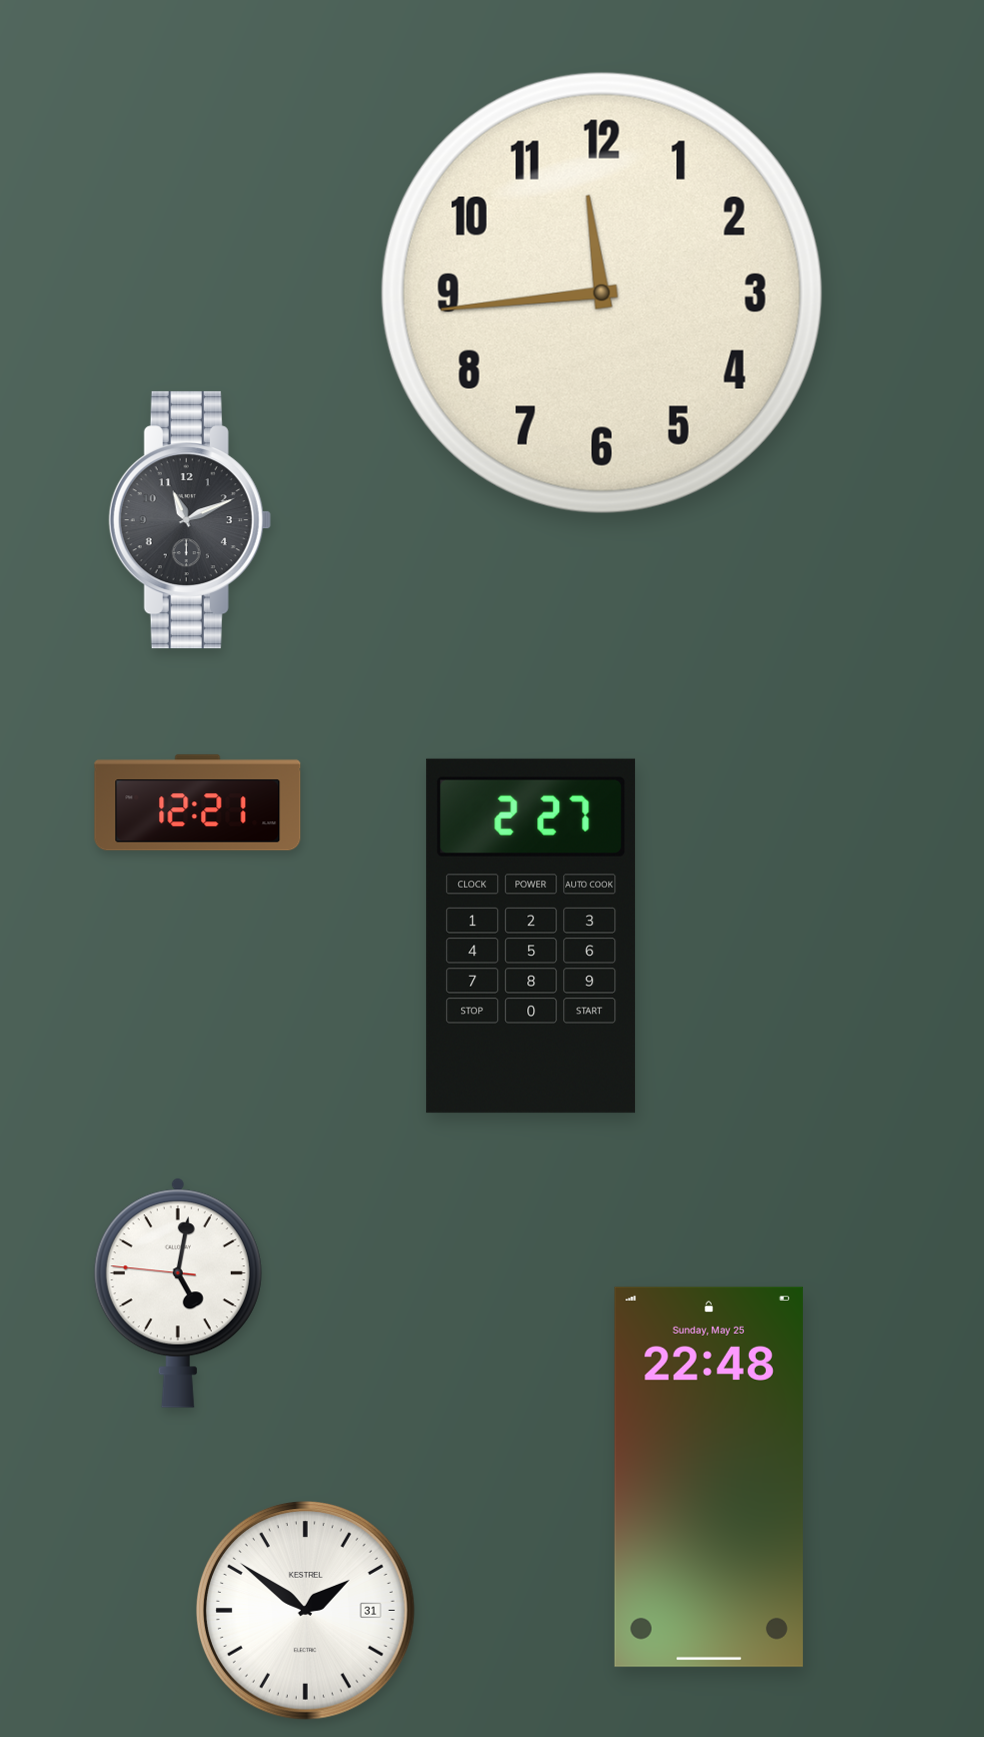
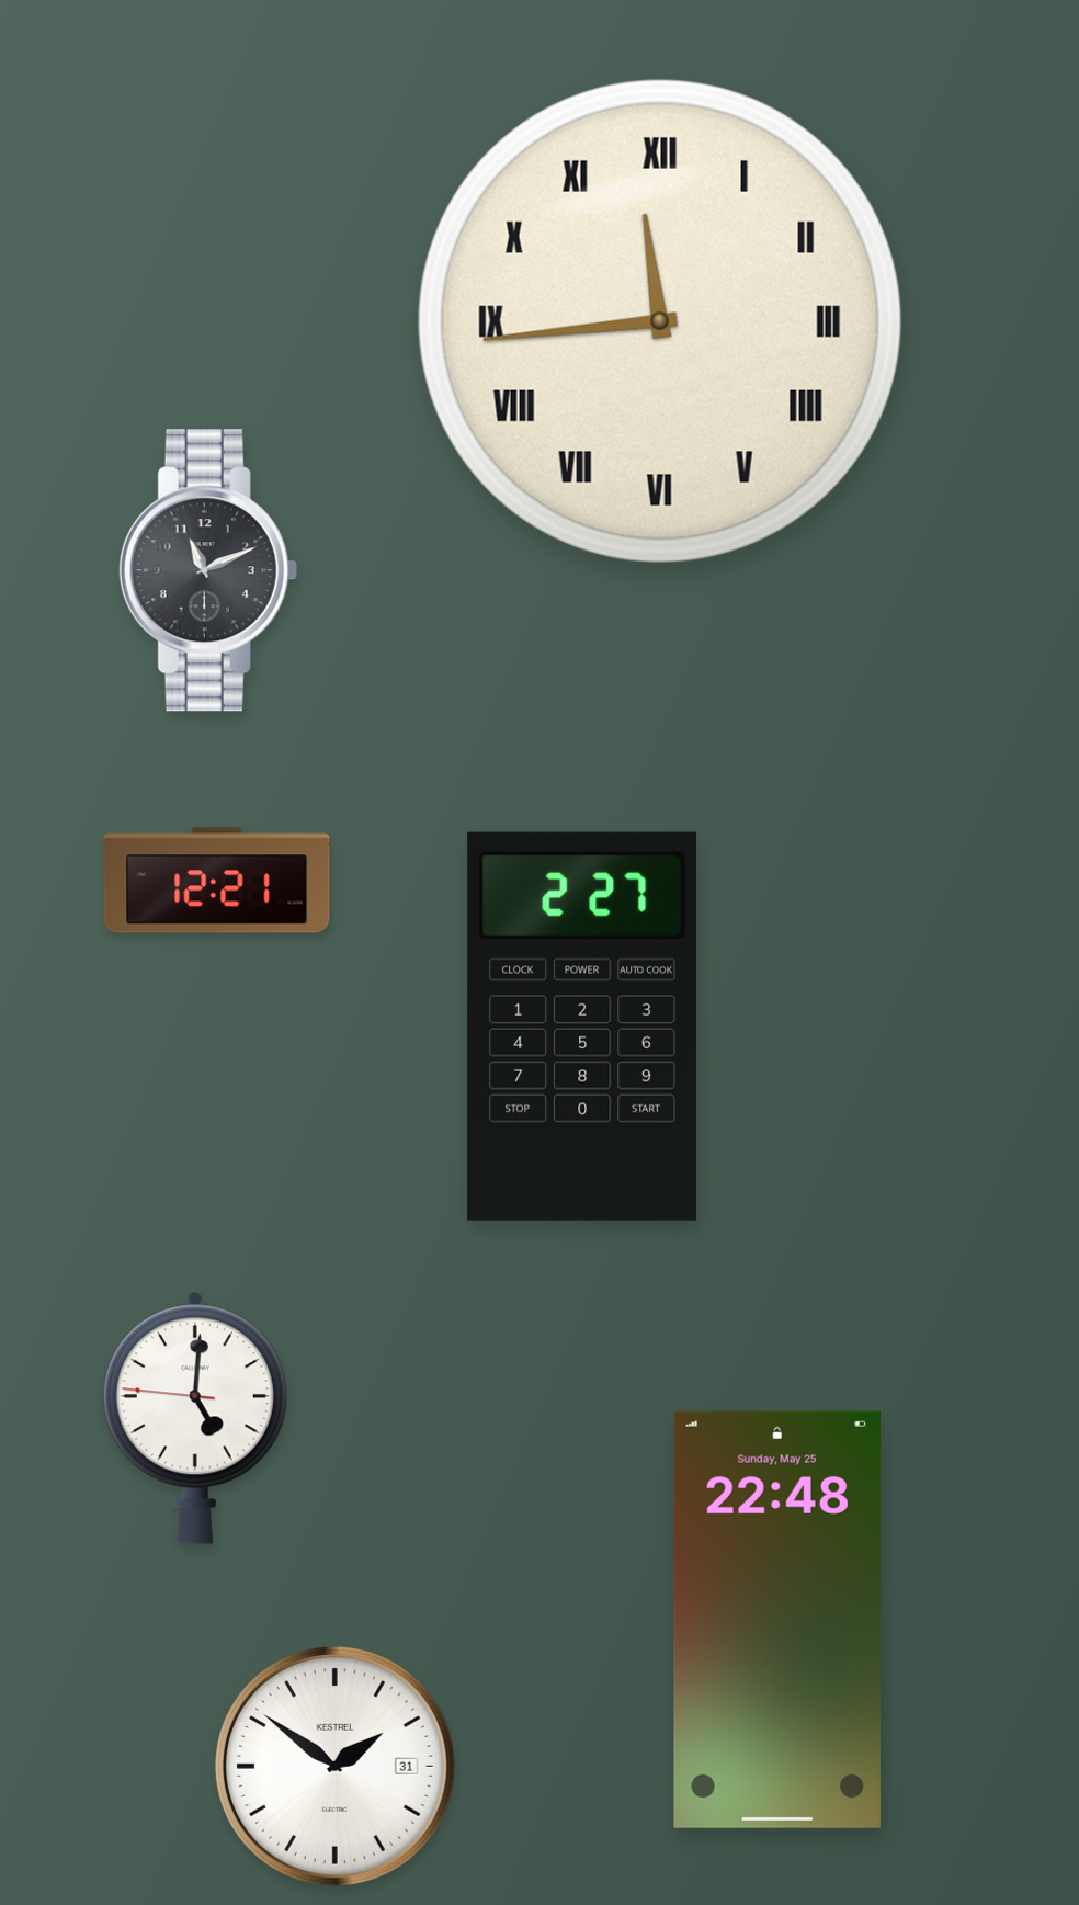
clock at (602, 293) numerals: Arabic -> Roman
clock at (178, 1293): 5:01 -> 5:00
